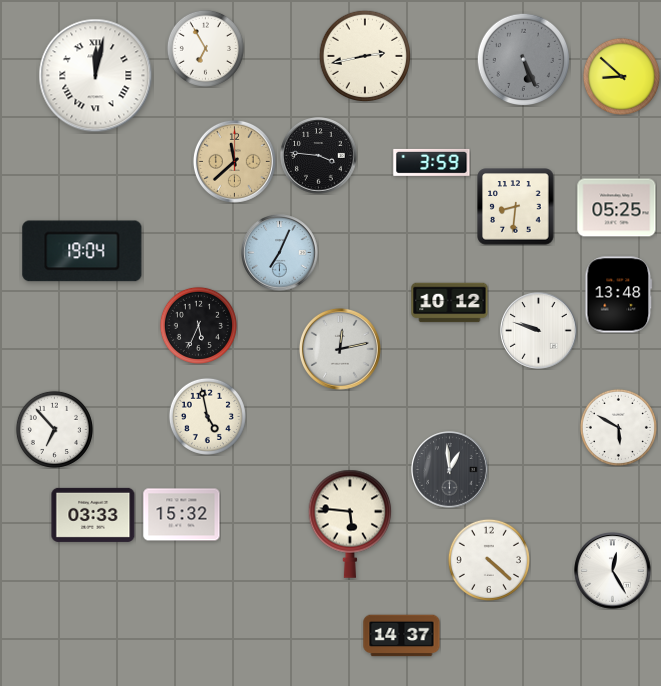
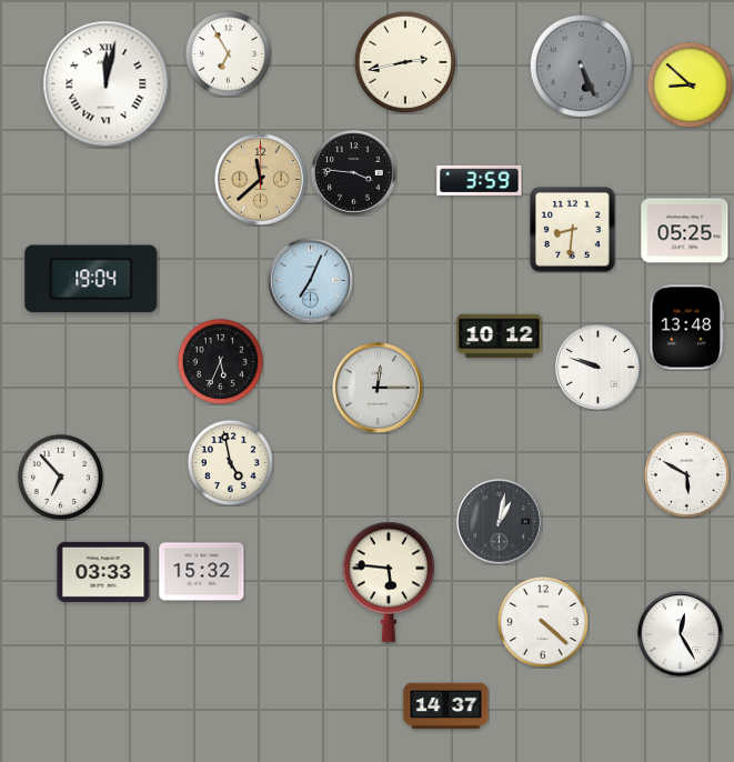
clock at (340, 349): 12:13 -> 12:15
clock at (450, 470): 12:59 -> 1:02
